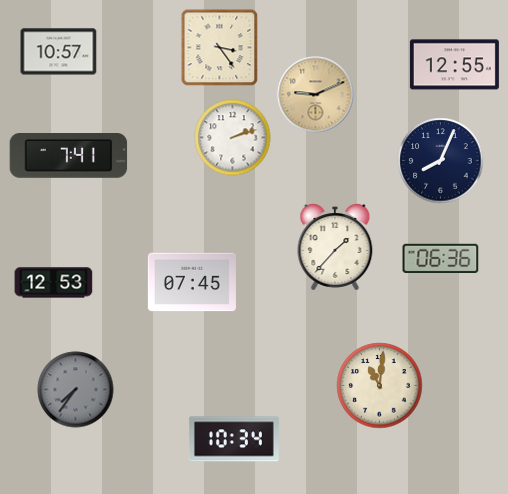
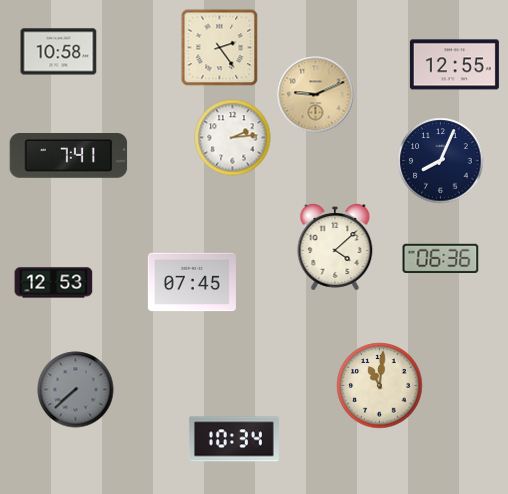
clock at (219, 47): 3:24 -> 2:24
clock at (59, 52): 10:57 -> 10:58
clock at (233, 138): 2:12 -> 2:14
clock at (335, 247): 1:37 -> 4:08
clock at (76, 390): 7:36 -> 7:38
